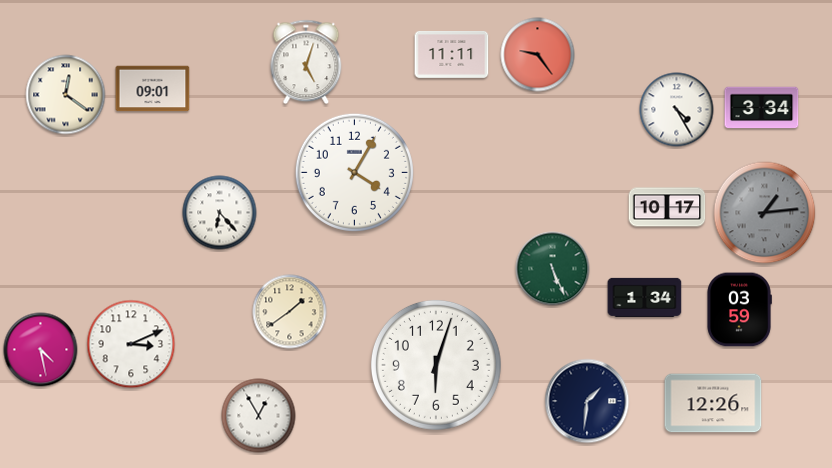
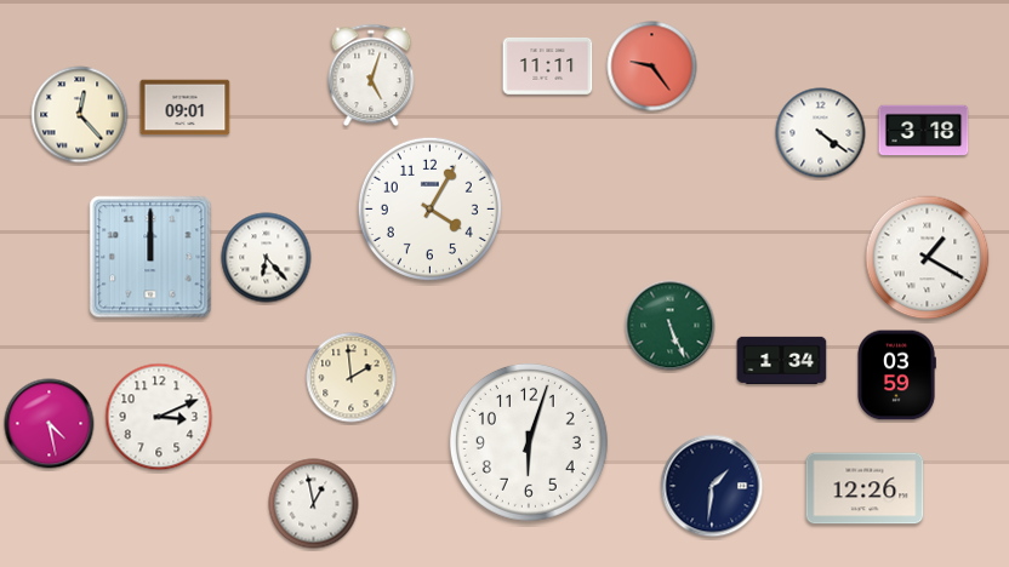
clock at (66, 95): 12:21 -> 12:23
clock at (762, 108): 3:34 -> 3:18
clock at (677, 110): 4:25 -> 4:21
clock at (667, 207): 10:17 -> none
clock at (150, 257): none -> 12:00
clock at (765, 213): 1:14 -> 1:20
clock at (765, 213) dial: grey -> white
clock at (290, 312): 1:39 -> 1:59
clock at (259, 416): 12:55 -> 12:58
